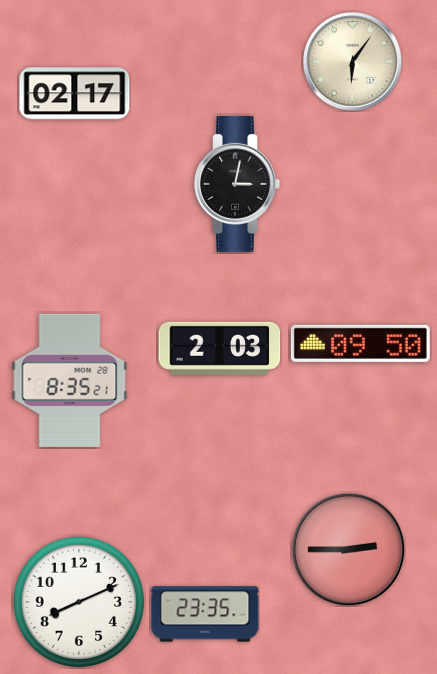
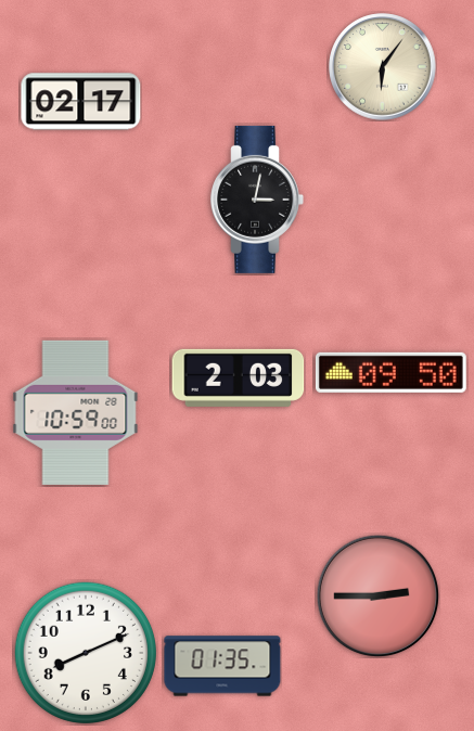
clock at (70, 380): 8:35 -> 10:59
clock at (205, 614): 23:35 -> 01:35
